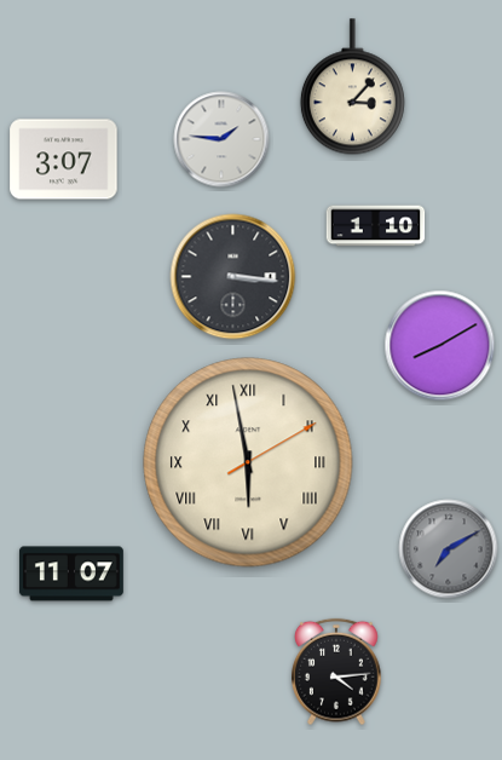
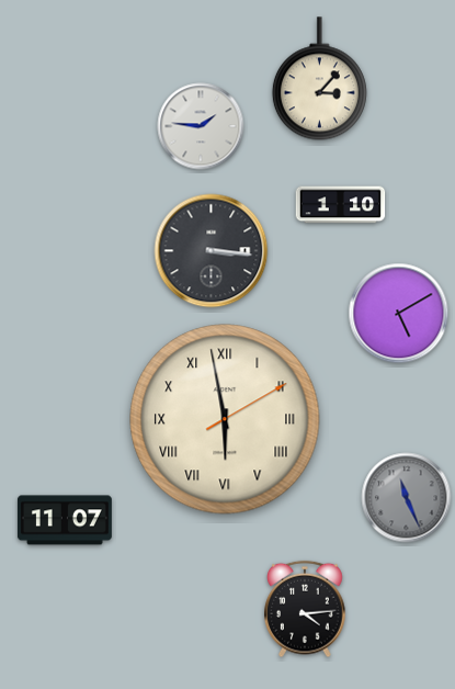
clock at (64, 160): 3:07 -> none
clock at (440, 346): 8:10 -> 5:10
clock at (449, 549): 7:10 -> 11:26
